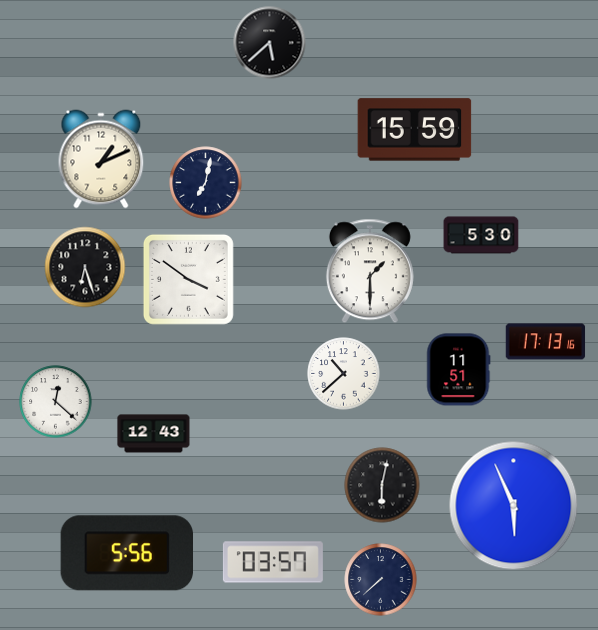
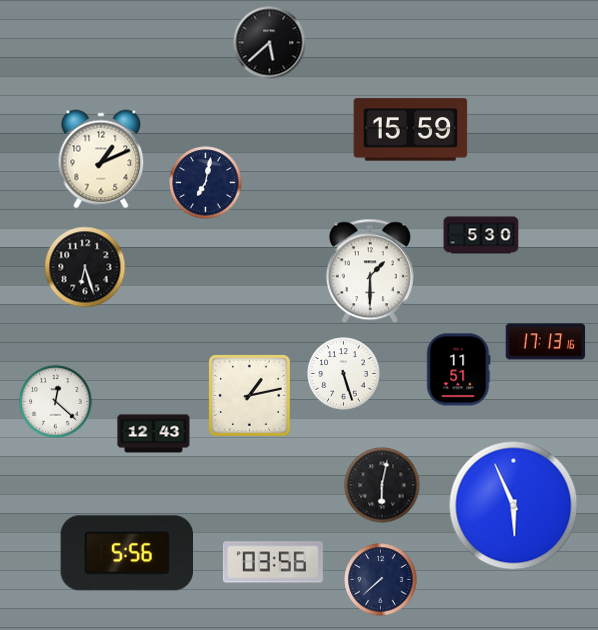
clock at (415, 130) position: (415, 130) -> (411, 130)
clock at (188, 279): 3:51 -> none
clock at (344, 374): 10:38 -> 5:27
clock at (250, 396): none -> 1:13
clock at (273, 562): 03:57 -> 03:56
